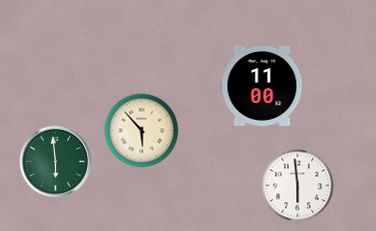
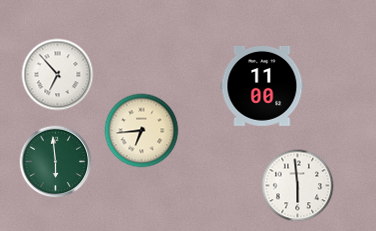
clock at (58, 75): none -> 6:53
clock at (142, 131): 5:53 -> 6:44
